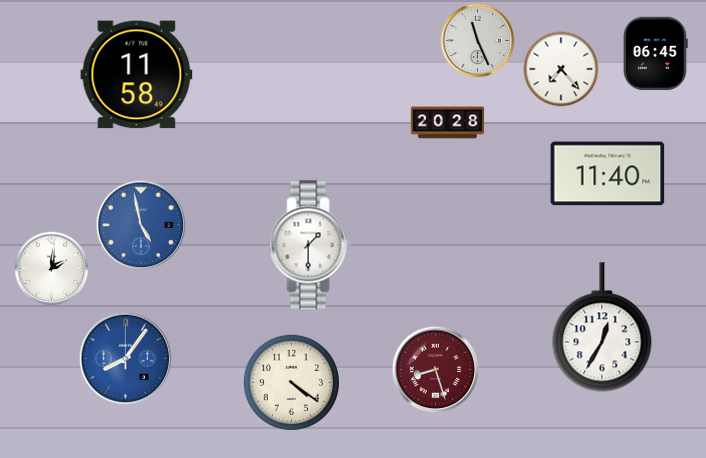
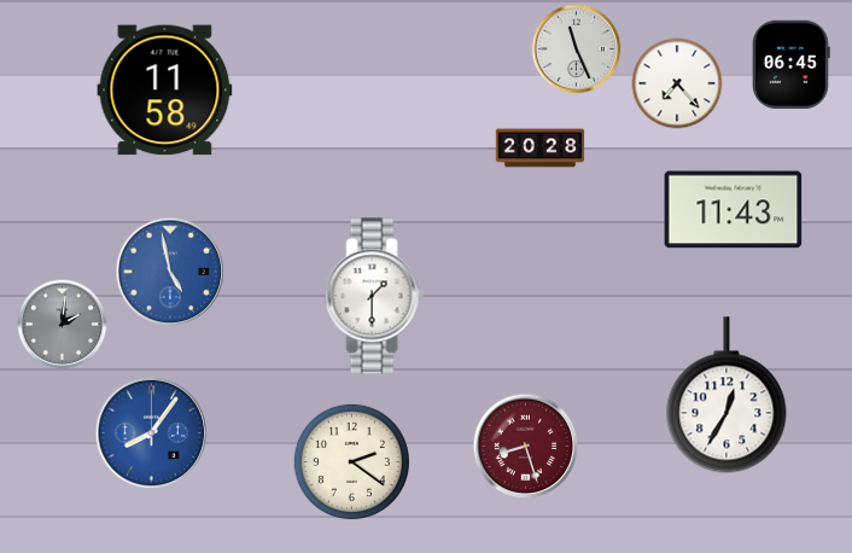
clock at (608, 174): 11:40 -> 11:43
clock at (52, 269) dial: white -> grey
clock at (291, 382): 4:21 -> 2:21
